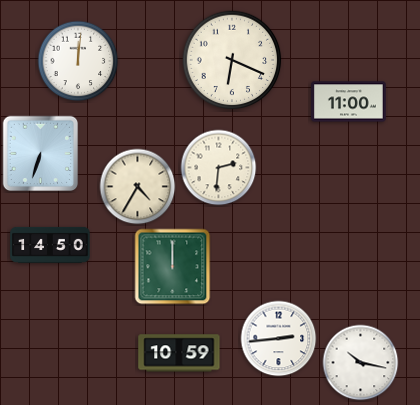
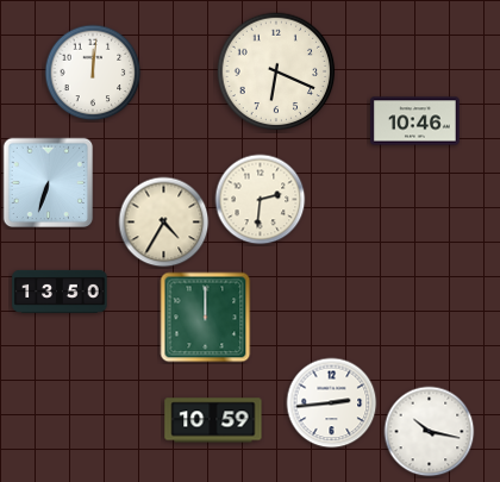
clock at (349, 102): 11:00 -> 10:46
clock at (50, 245): 14:50 -> 13:50
